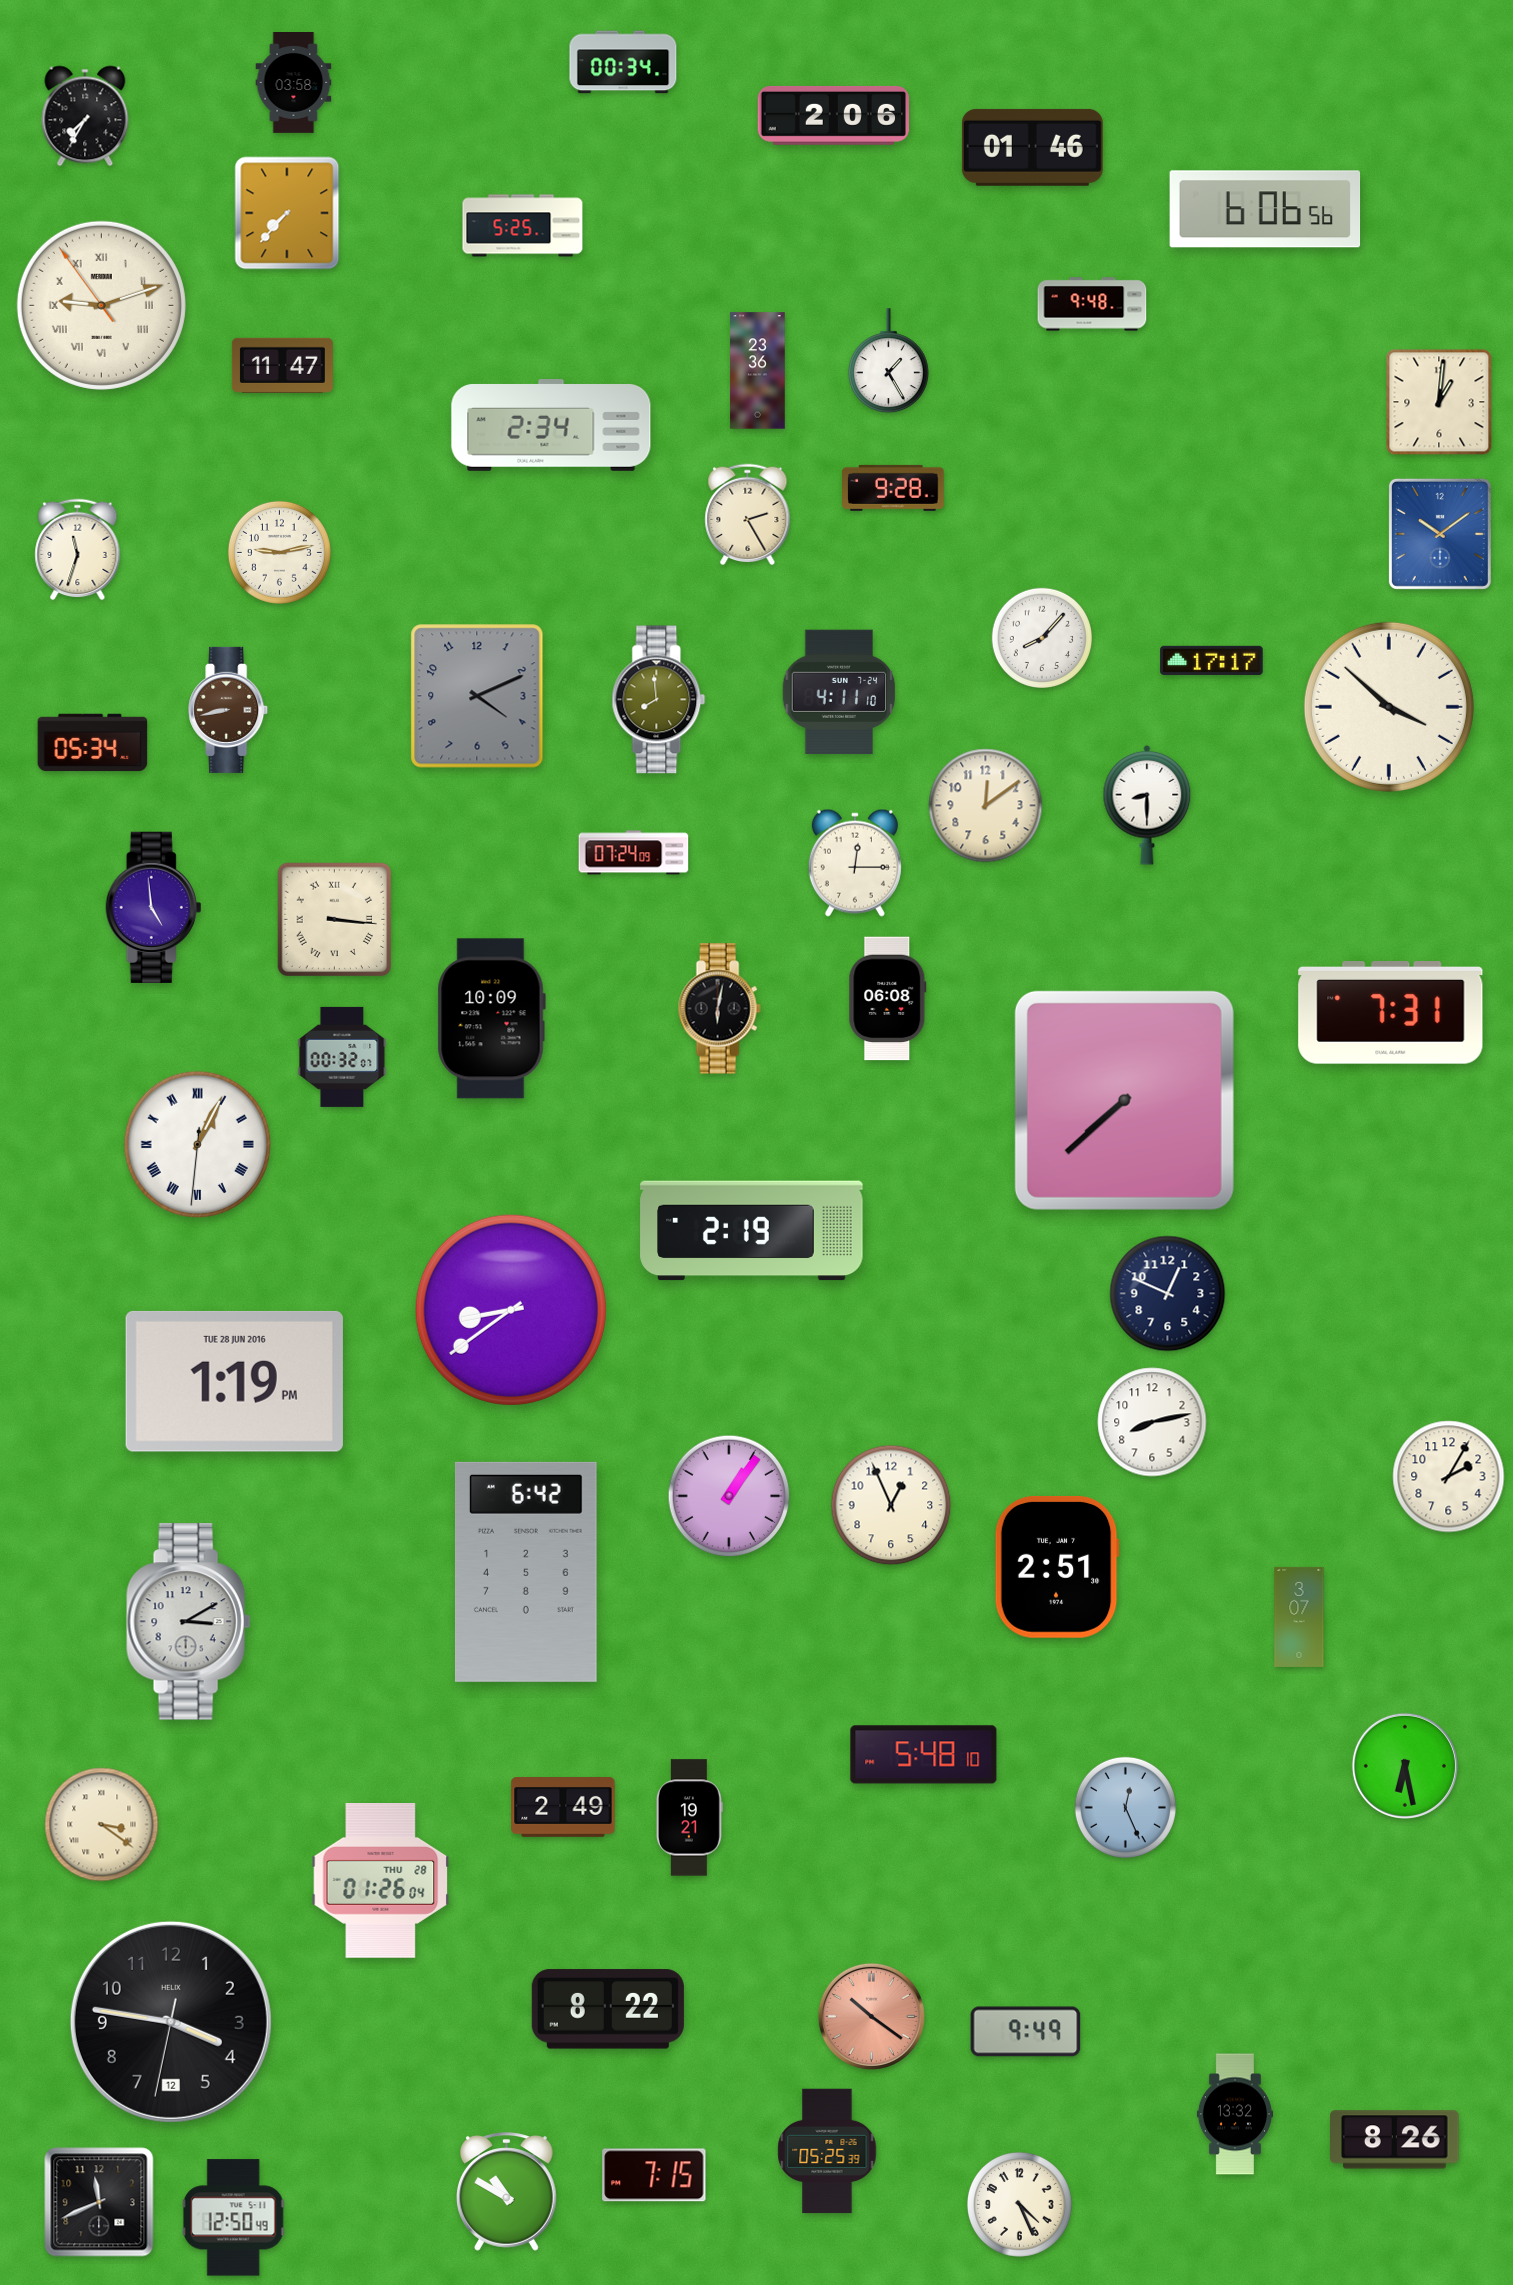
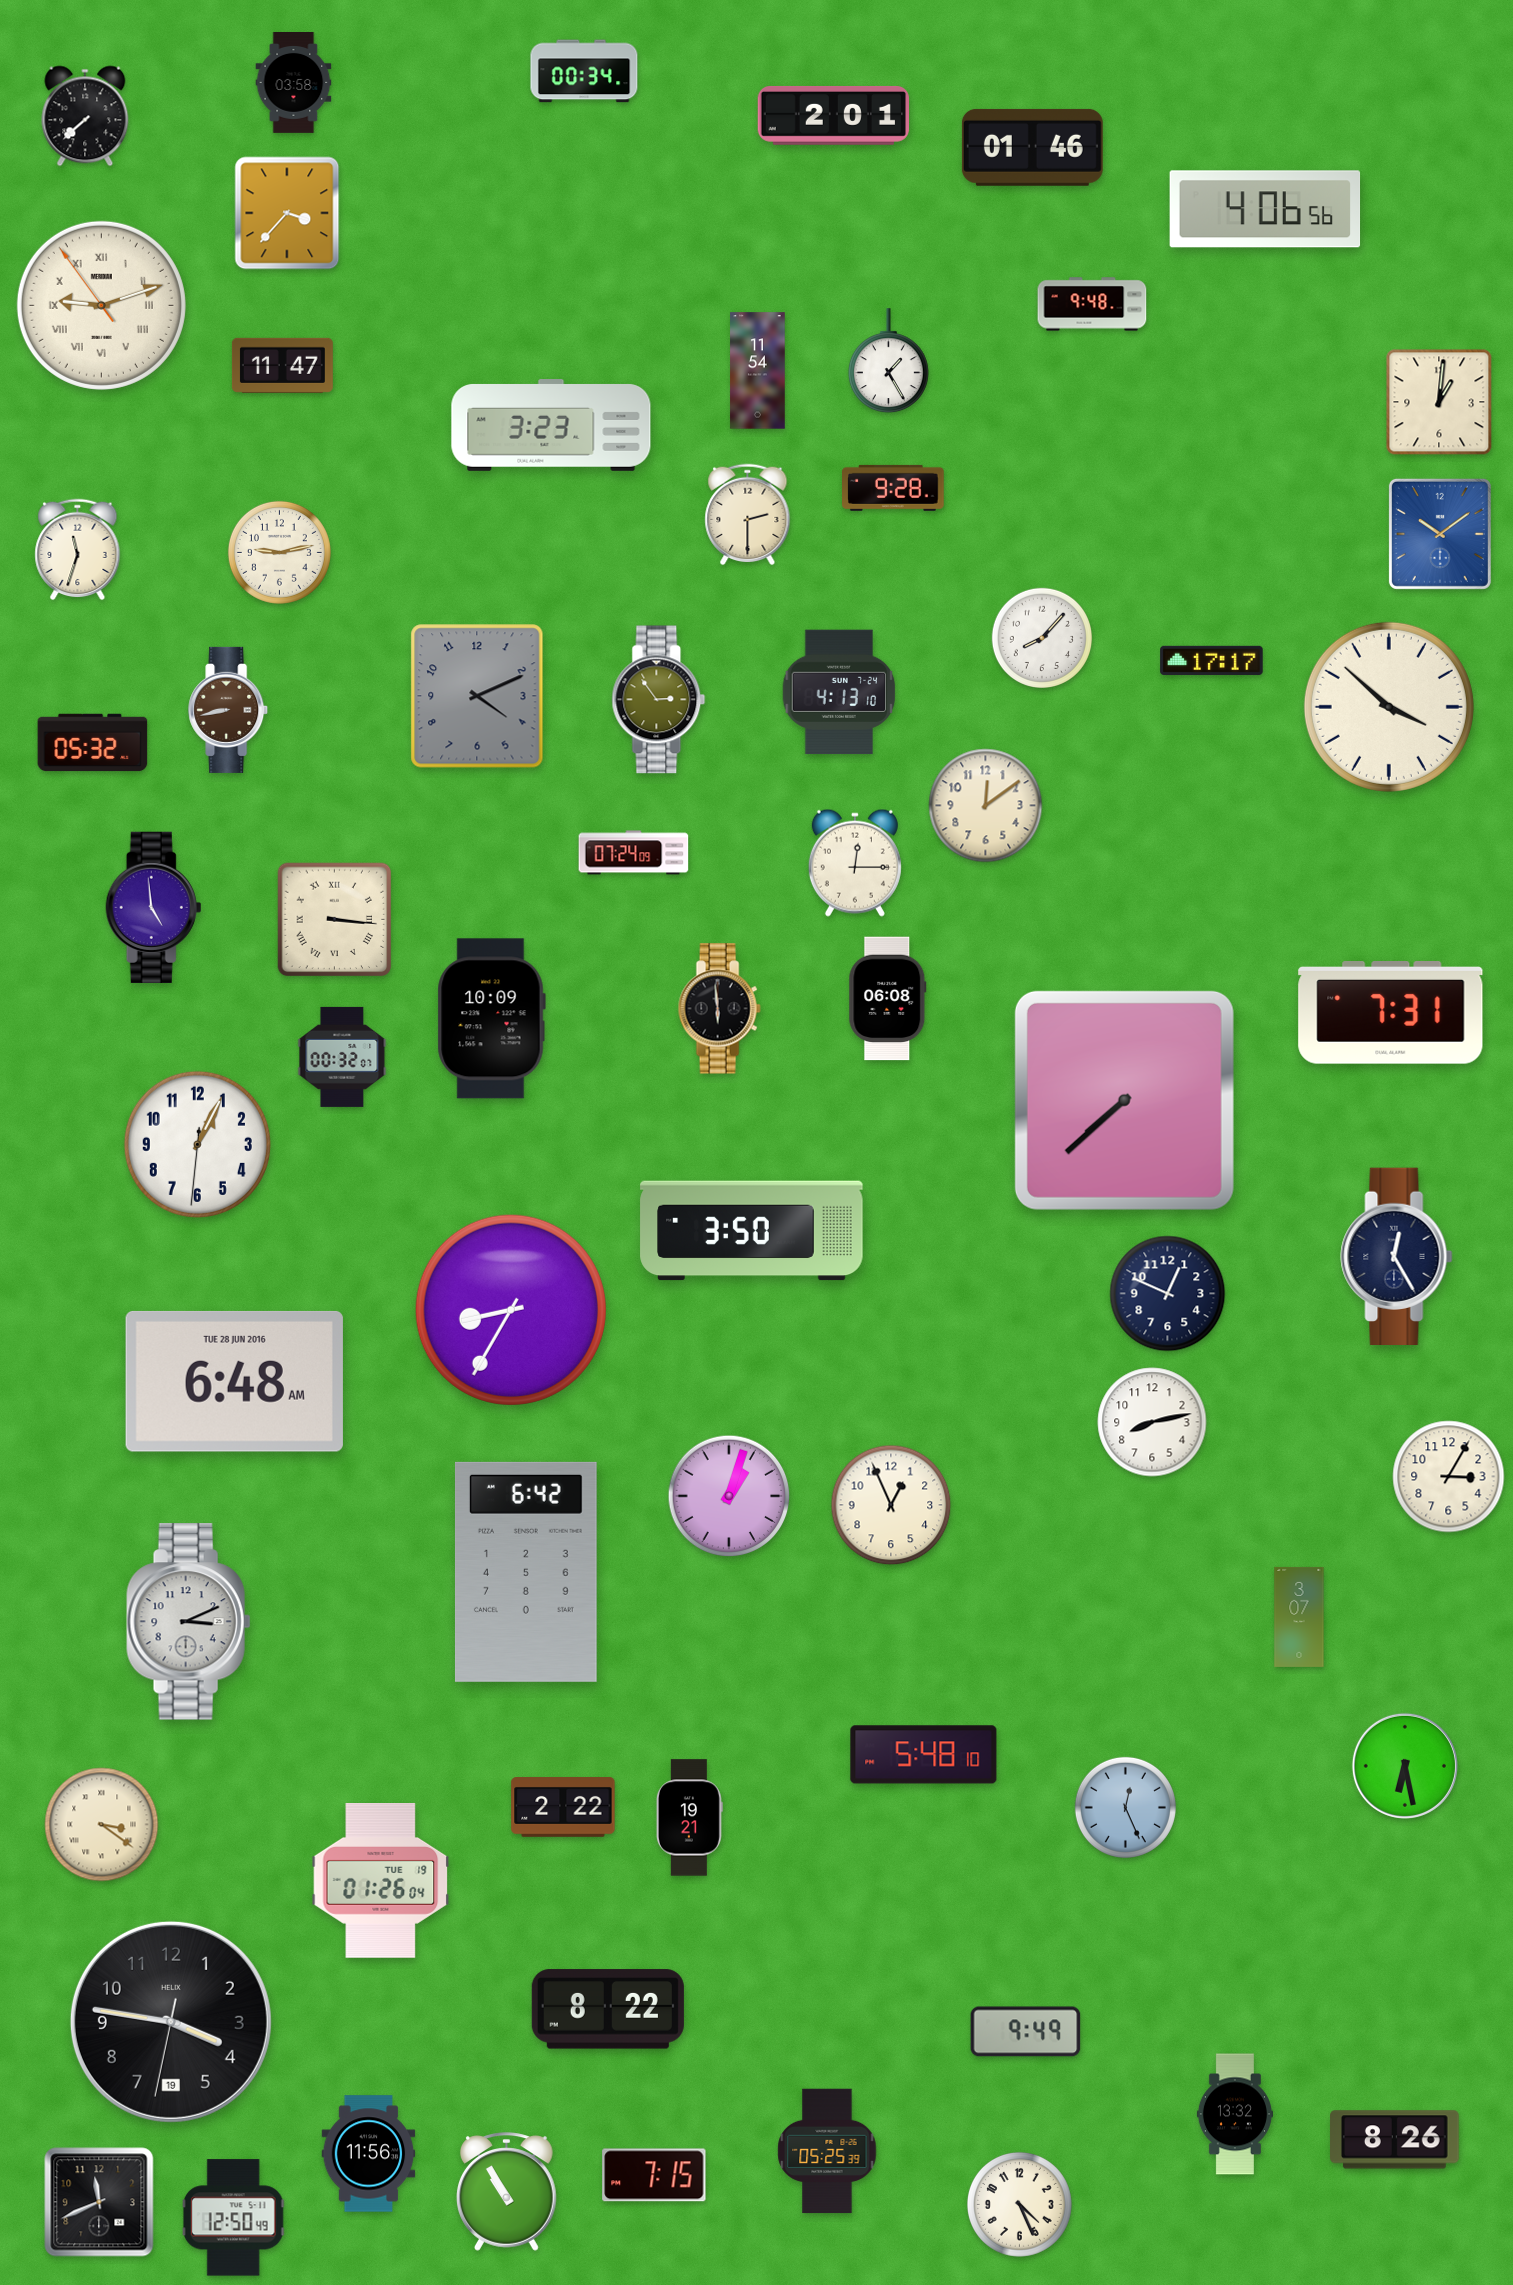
clock at (623, 62) position: (623, 62) -> (584, 71)
clock at (833, 115): 2:06 -> 2:01
clock at (85, 116): 7:35 -> 7:38
clock at (1265, 209): 6:06 -> 4:06
clock at (287, 213): 7:37 -> 3:37
clock at (523, 226): 5:25 -> none
clock at (758, 371): 23:36 -> 11:54
clock at (551, 426): 2:34 -> 3:23
clock at (748, 515): 2:25 -> 2:30
clock at (839, 692): 4:11 -> 4:13
clock at (659, 700): 7:59 -> 2:54
clock at (93, 743): 05:34 -> 05:32
clock at (1147, 805): 8:30 -> none
clock at (719, 1009): 6:02 -> 5:59
clock at (197, 1144) numerals: Roman -> Arabic
clock at (752, 1231): 2:19 -> 3:50
clock at (1397, 1256): none -> 12:25
clock at (511, 1310): 8:39 -> 8:35
clock at (234, 1381): 1:19 -> 6:48
clock at (1449, 1477): 2:05 -> 3:05
clock at (729, 1496): 1:06 -> 1:03
clock at (1057, 1567): 2:51 -> none
clock at (189, 1622): 3:10 -> 3:11
clock at (563, 1807): 2:49 -> 2:22
clock at (381, 1881) date: THU 28 -> TUE 19
clock at (871, 2016): 10:21 -> none
clock at (171, 2022) date: 12 -> 19
clock at (369, 2154): none -> 11:56
clock at (507, 2192): 10:50 -> 10:55
